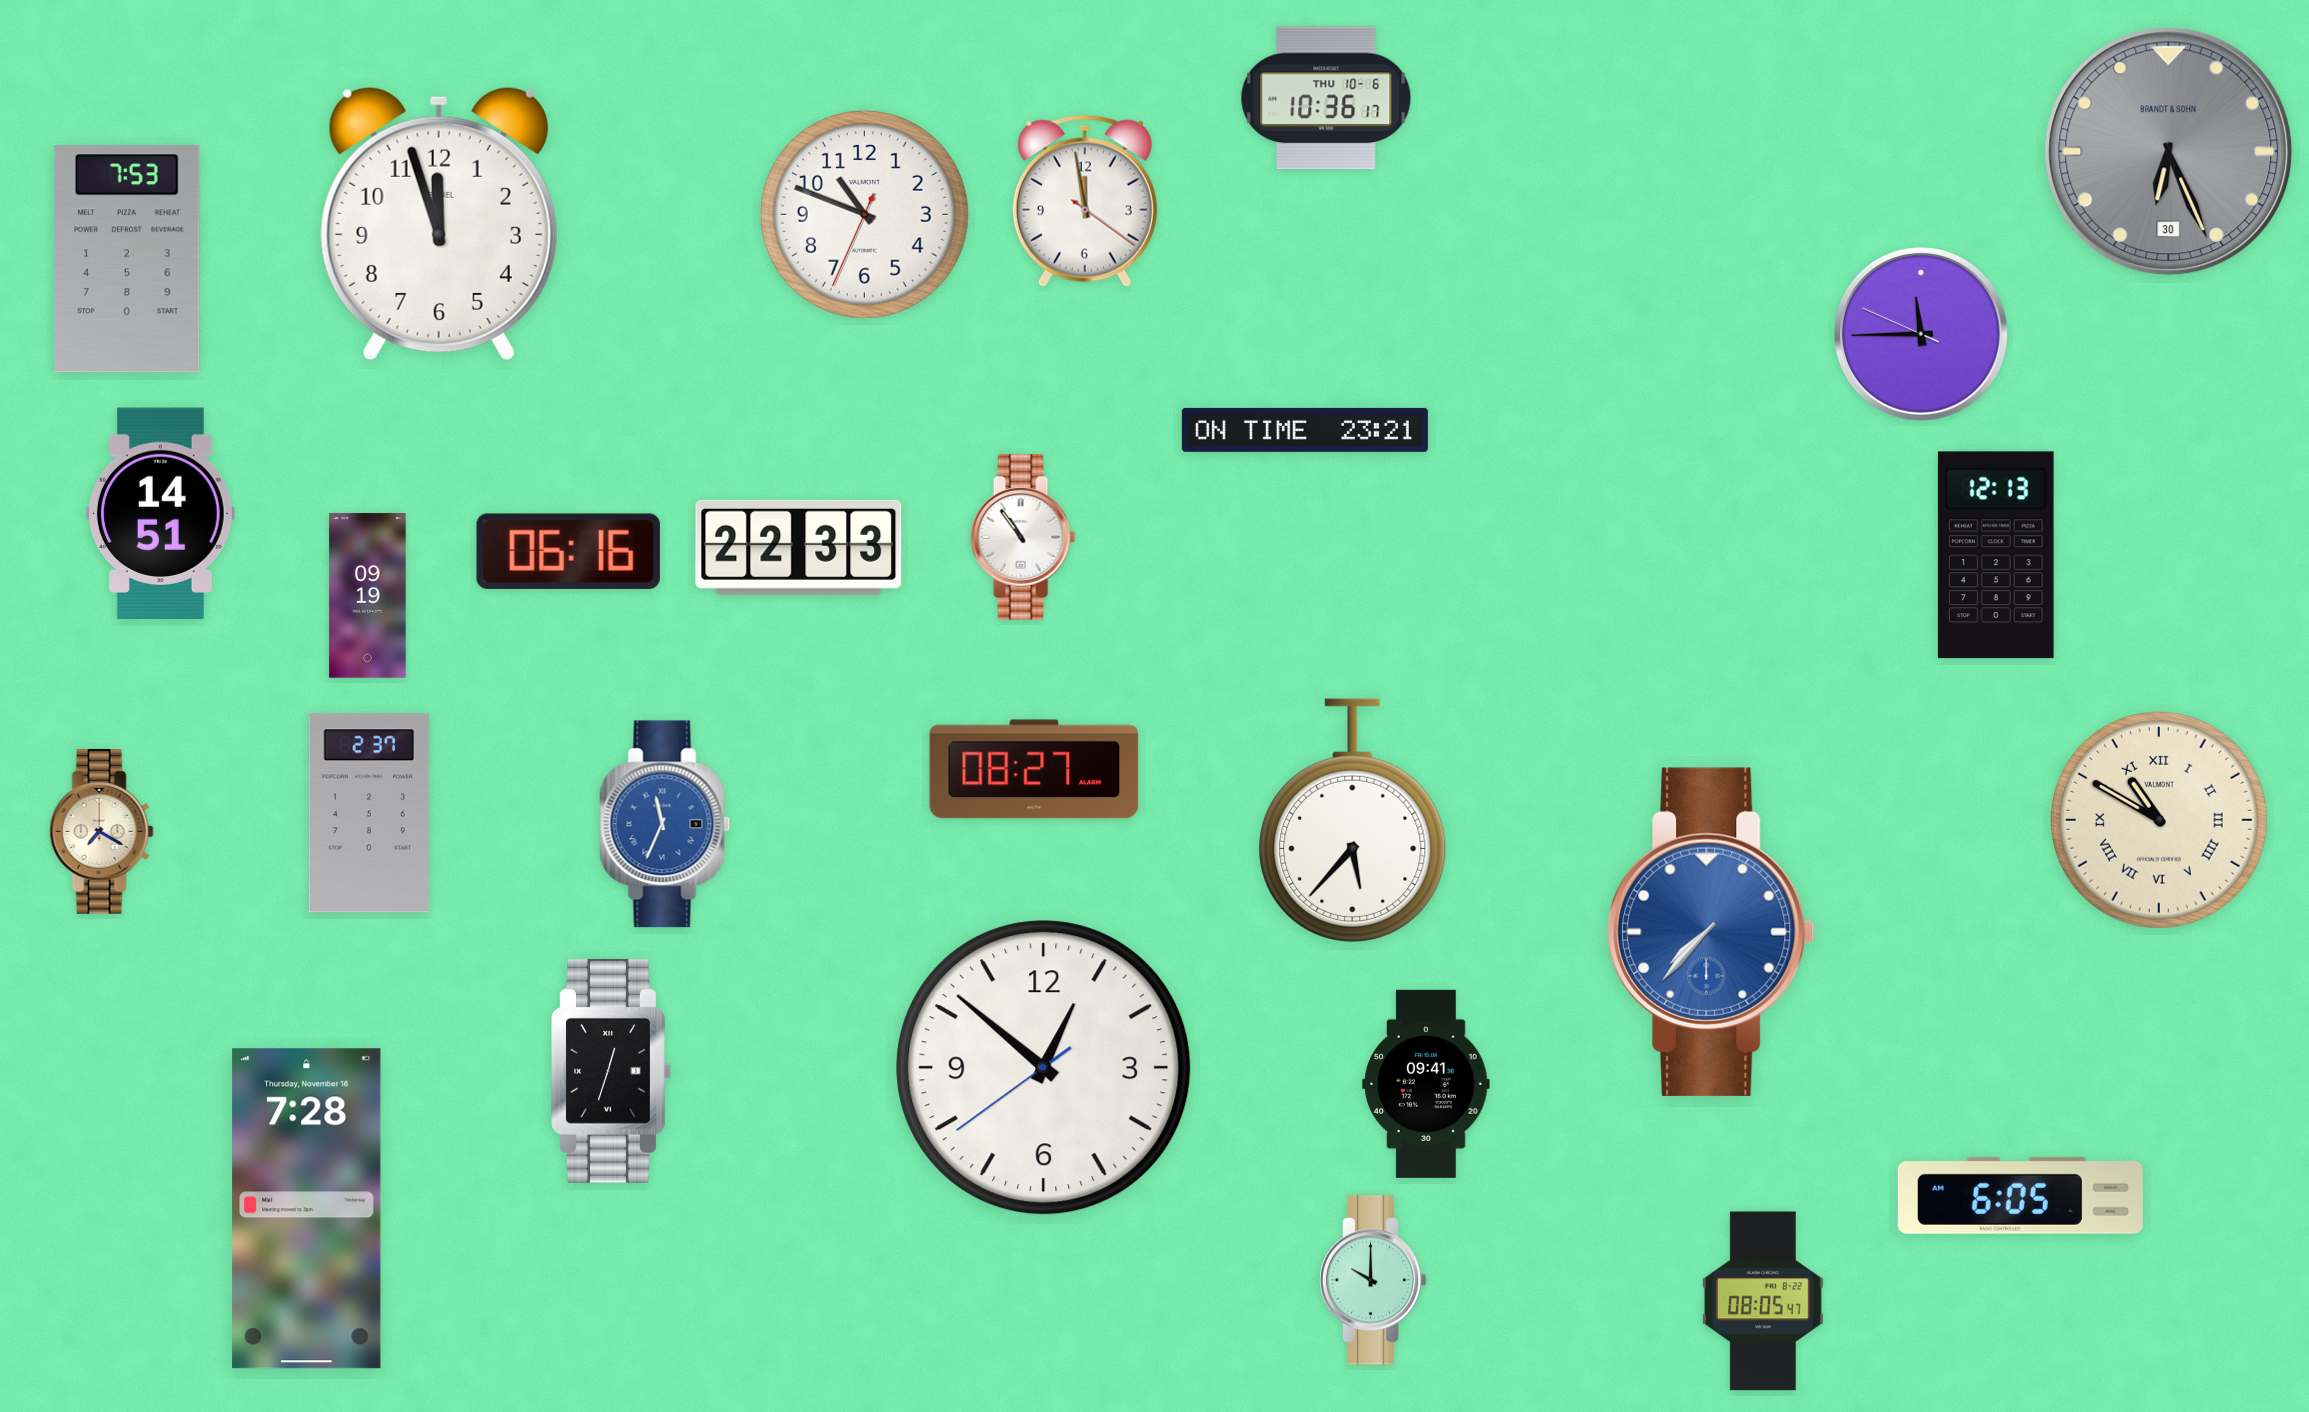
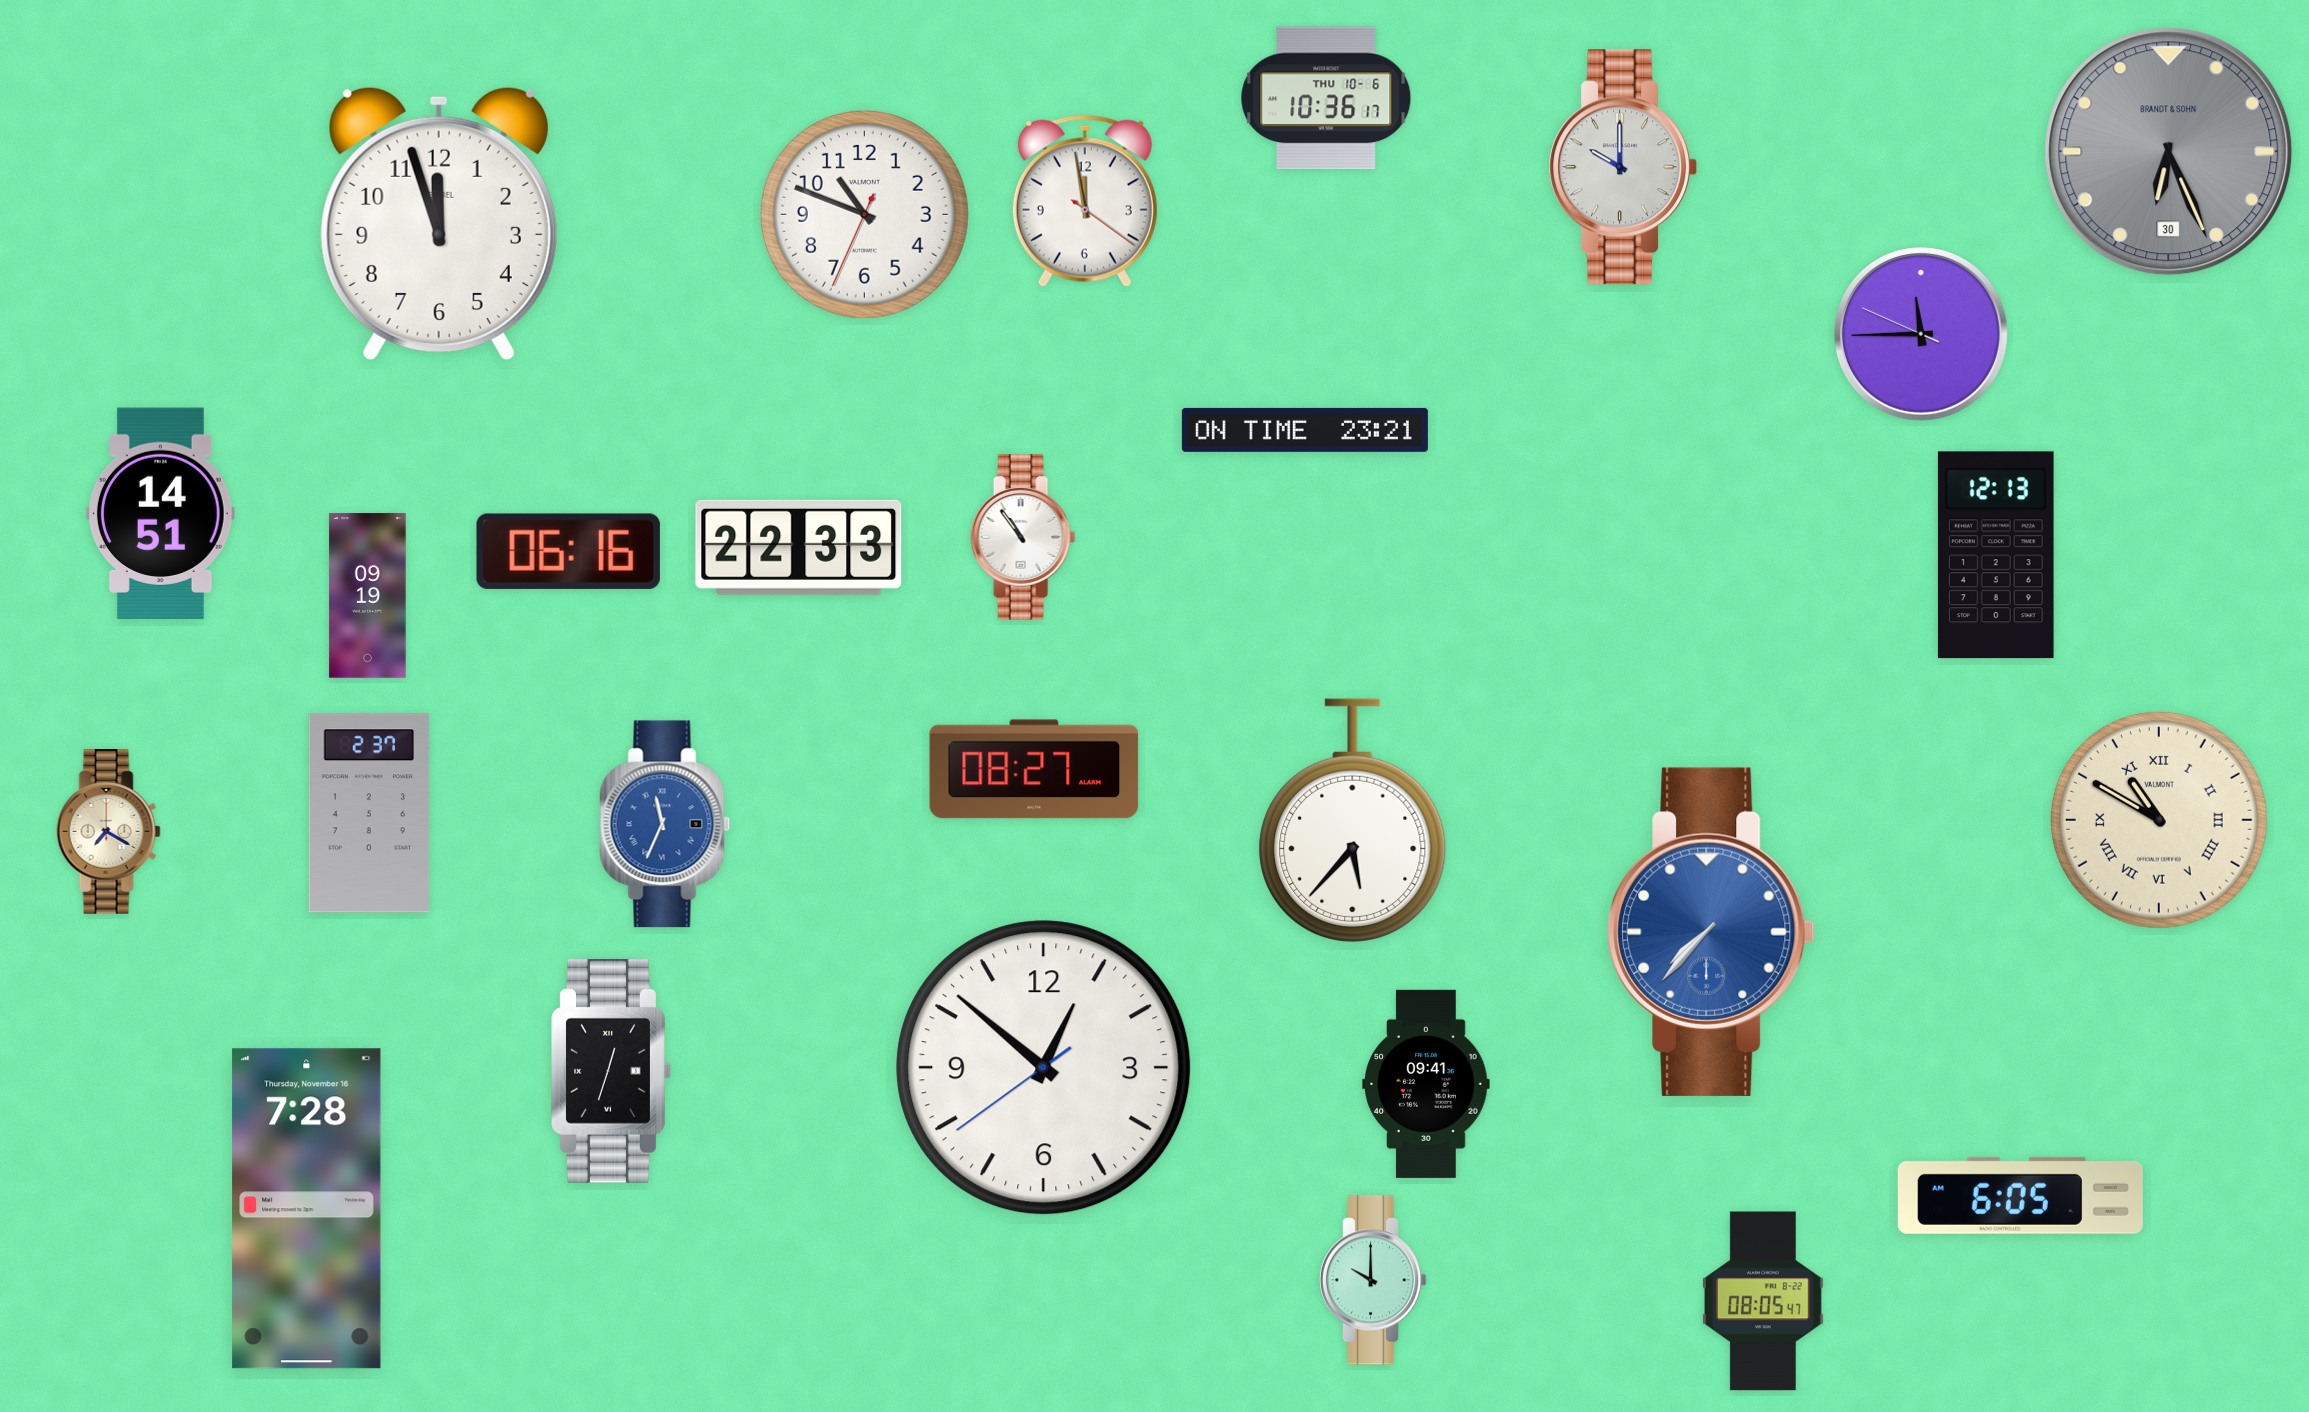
clock at (1622, 167): none -> 10:00
clock at (128, 259): 7:53 -> none
clock at (101, 832) position: (101, 832) -> (108, 832)
